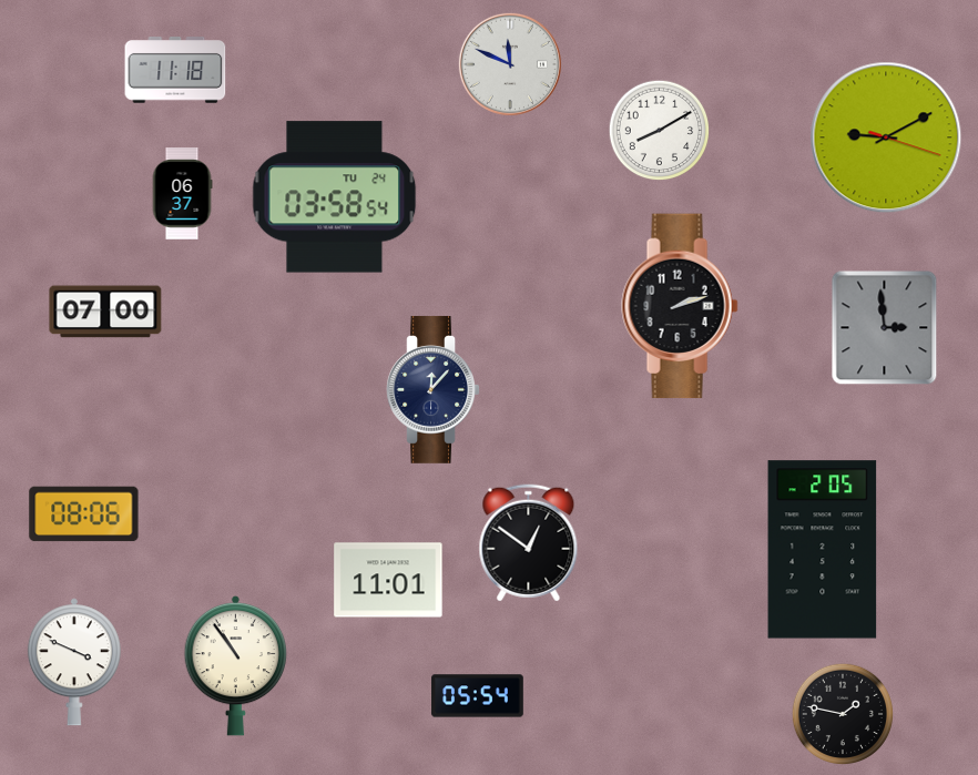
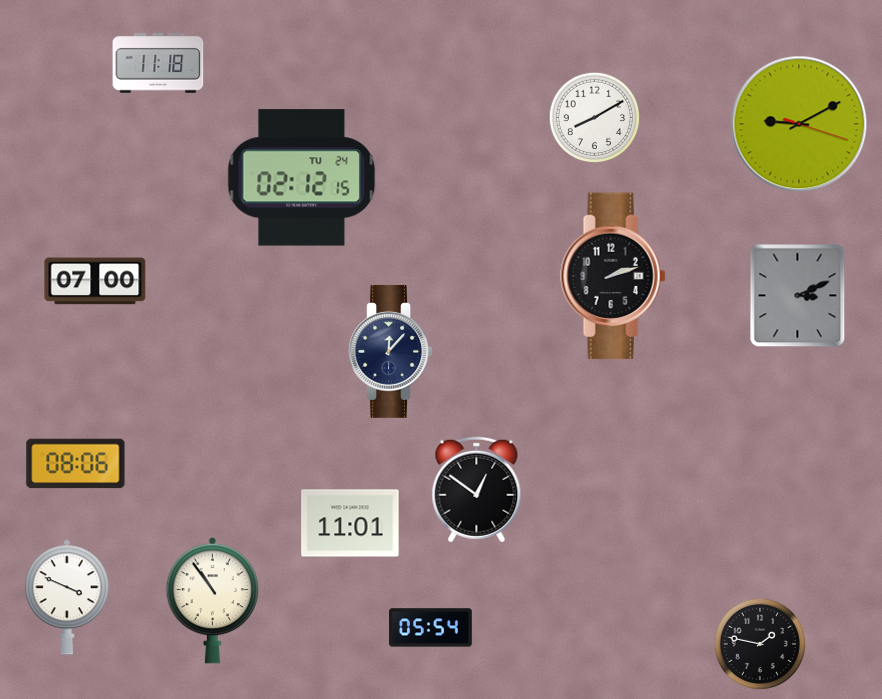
clock at (510, 64): 11:49 -> none
clock at (182, 194): 06:37 -> none
clock at (335, 197): 03:58 -> 02:12
clock at (885, 328): 2:59 -> 3:11
clock at (823, 550): 2:05 -> none
